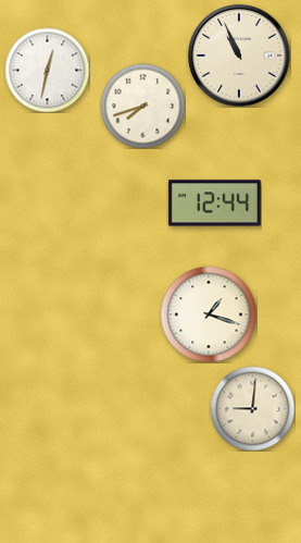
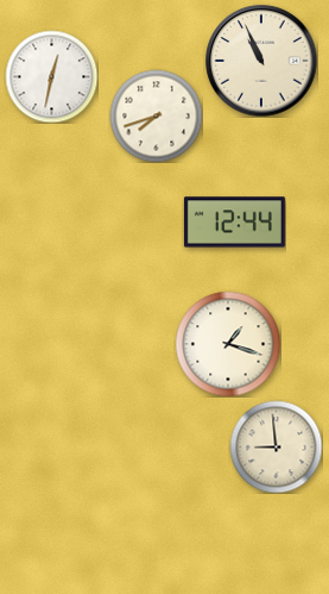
clock at (252, 408): 9:01 -> 8:59
